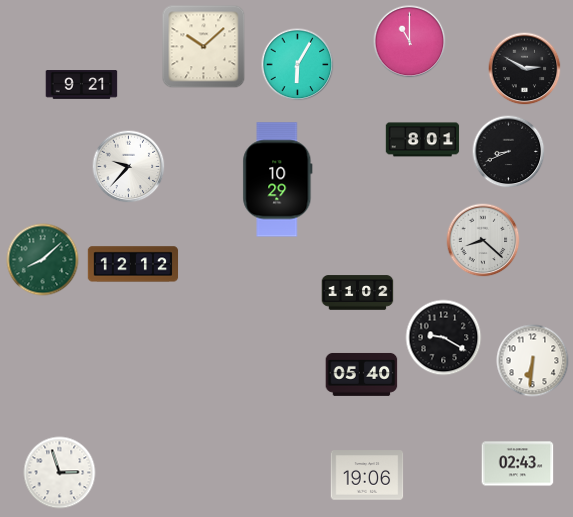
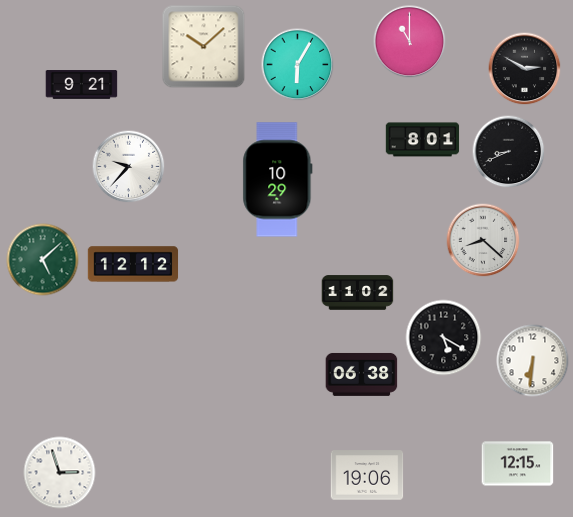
clock at (43, 260): 8:08 -> 5:08
clock at (444, 338): 9:20 -> 5:20
clock at (362, 374): 05:40 -> 06:38
clock at (518, 464): 02:43 -> 12:15
